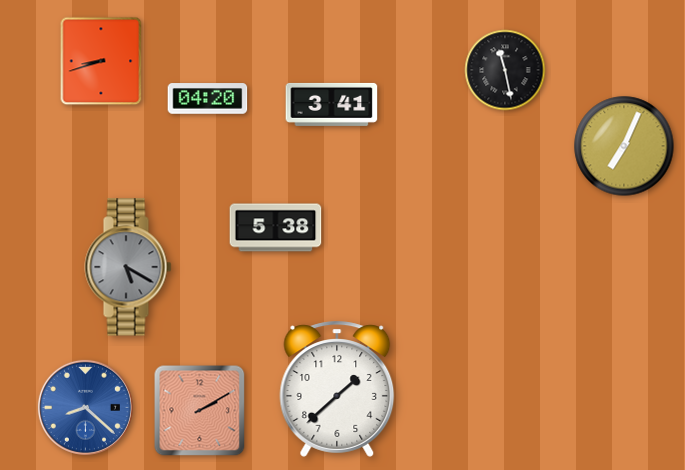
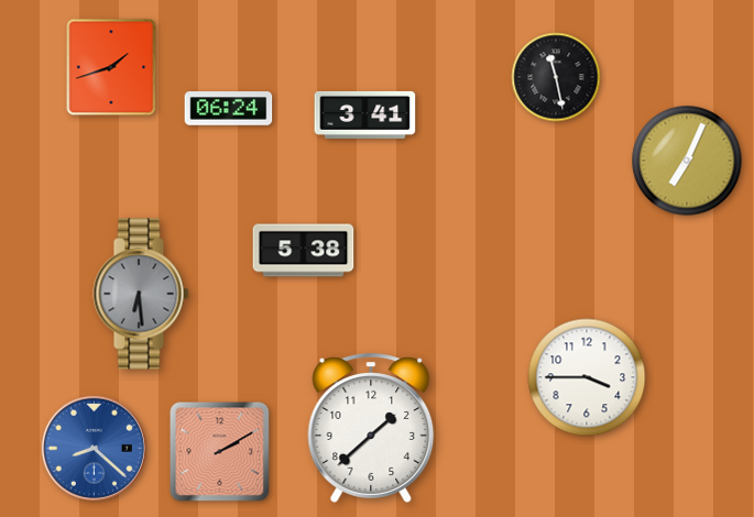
clock at (101, 61): 8:42 -> 1:42
clock at (208, 99): 04:20 -> 06:24
clock at (128, 267): 5:20 -> 6:29
clock at (587, 377): none -> 3:45
